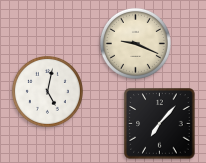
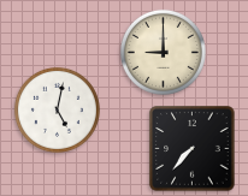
clock at (135, 43): 9:19 -> 9:00
clock at (160, 124): 7:07 -> 7:37
